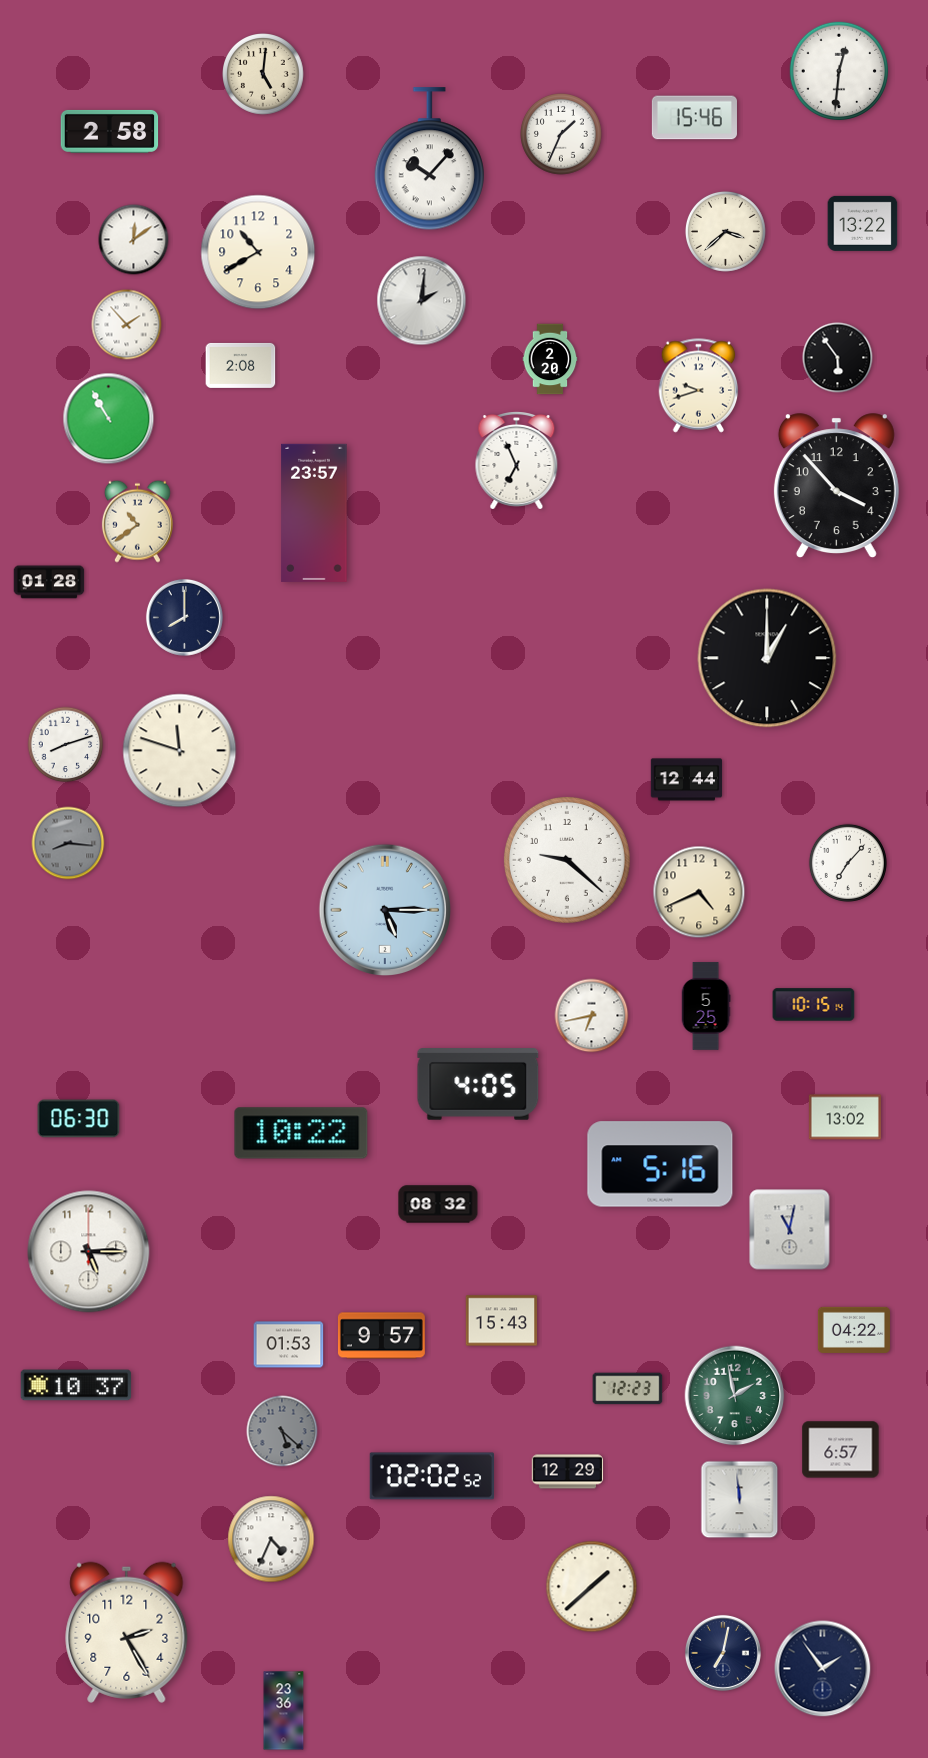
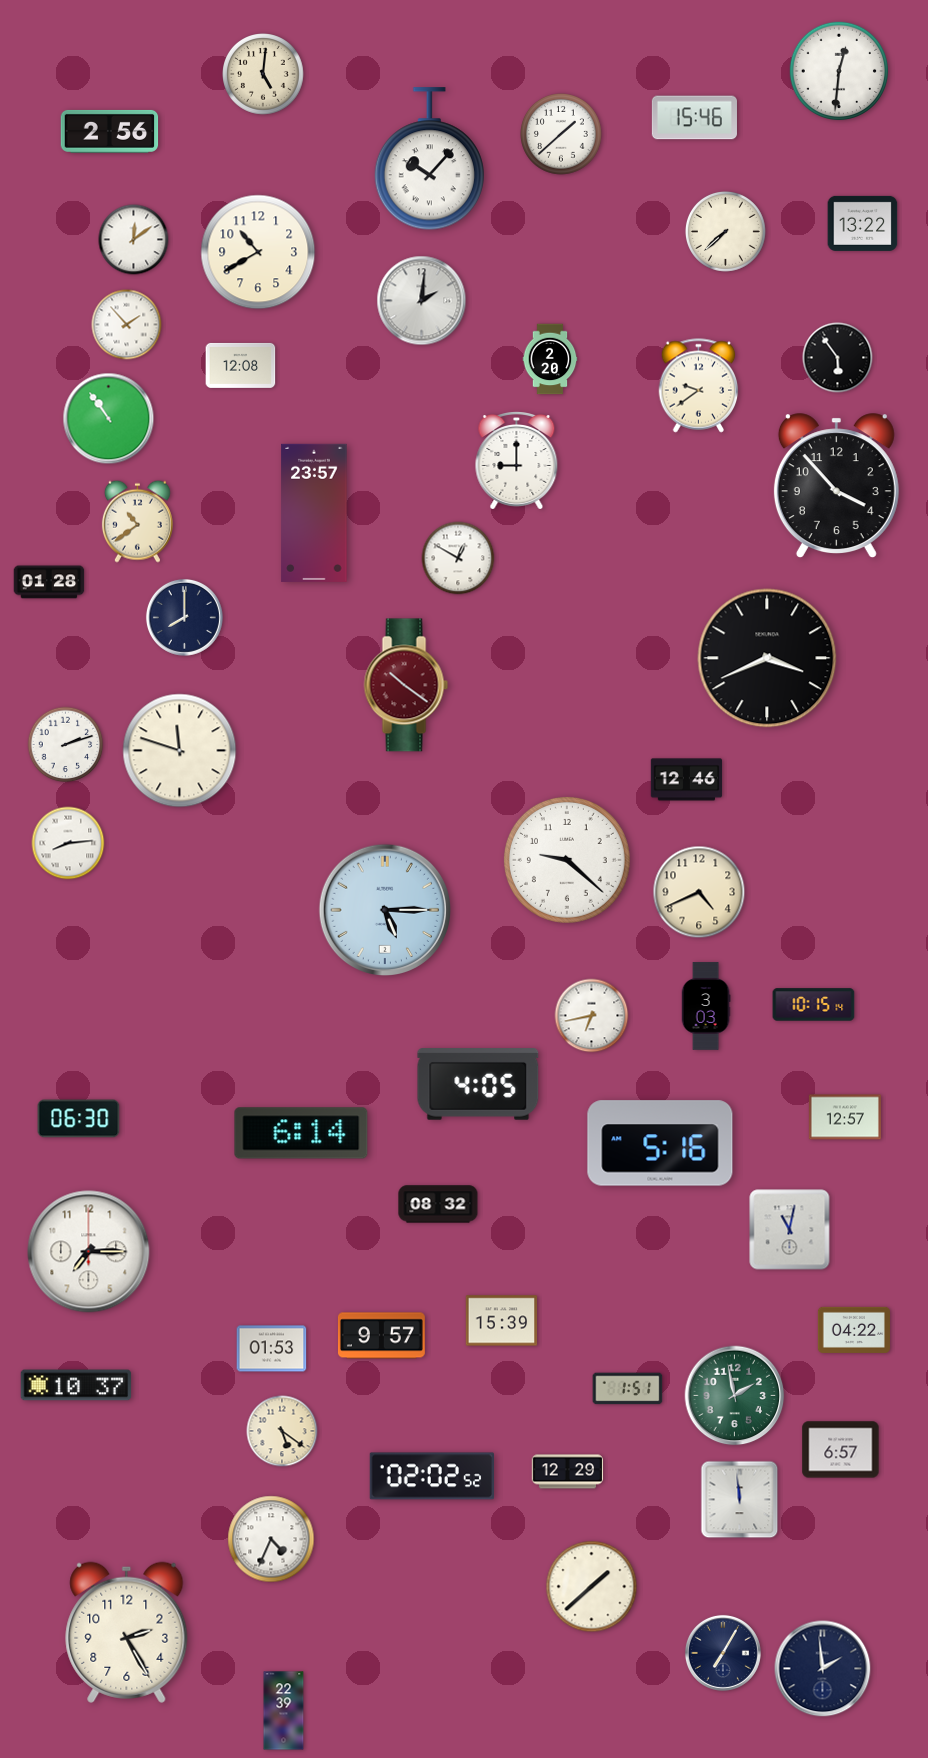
clock at (110, 131): 2:58 -> 2:56
clock at (562, 135): 1:34 -> 1:38
clock at (725, 231): 3:38 -> 7:38
clock at (241, 365): 2:08 -> 12:08
clock at (699, 386): 9:42 -> 9:39
clock at (109, 419): 10:55 -> 10:54
clock at (517, 461): 6:56 -> 9:00
clock at (458, 558): none -> 12:50
clock at (767, 658): 1:00 -> 3:41
clock at (406, 685): none -> 10:21
clock at (66, 745): 8:12 -> 2:12
clock at (687, 780): 12:44 -> 12:46
clock at (68, 843): 8:16 -> 8:14
clock at (68, 843) dial: grey -> white
clock at (848, 863): 7:07 -> none
clock at (706, 1006): 5:25 -> 3:03
clock at (845, 1117): 13:02 -> 12:57
clock at (301, 1133): 10:22 -> 6:14
clock at (660, 1164) position: (660, 1164) -> (660, 1143)
clock at (89, 1252): 5:15 -> 7:15
clock at (502, 1321): 15:43 -> 15:39
clock at (289, 1345) position: (289, 1345) -> (272, 1349)
clock at (628, 1389): 12:23 -> 1:51
clock at (282, 1431): 5:22 -> 5:21
clock at (282, 1431) dial: grey -> cream
clock at (723, 1653): 7:02 -> 7:05
clock at (823, 1669): 1:54 -> 1:59
clock at (284, 1711): 23:36 -> 22:39
